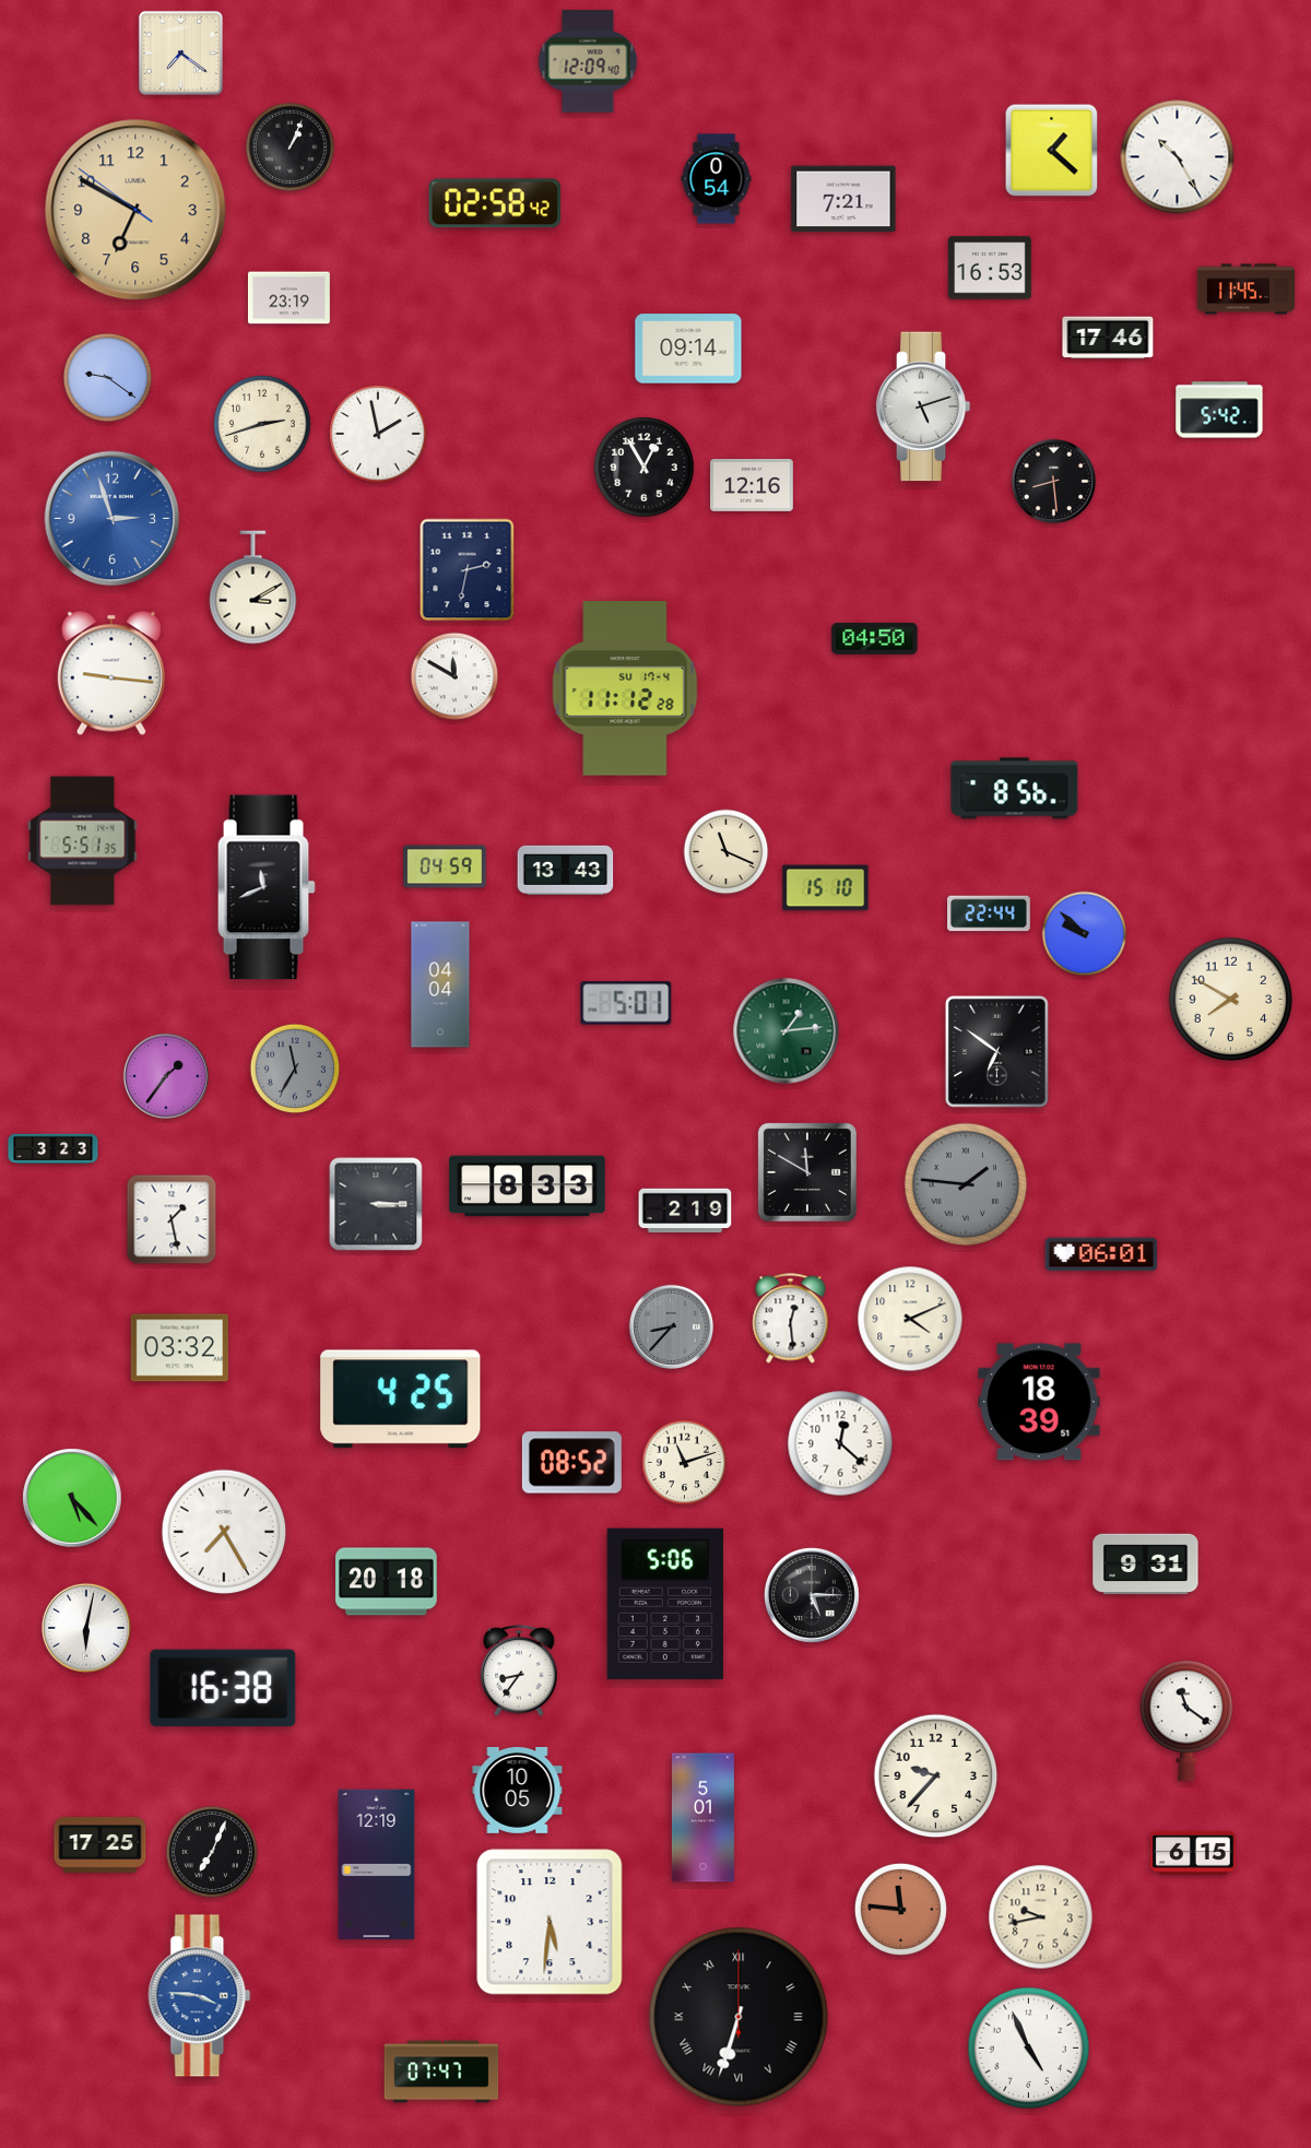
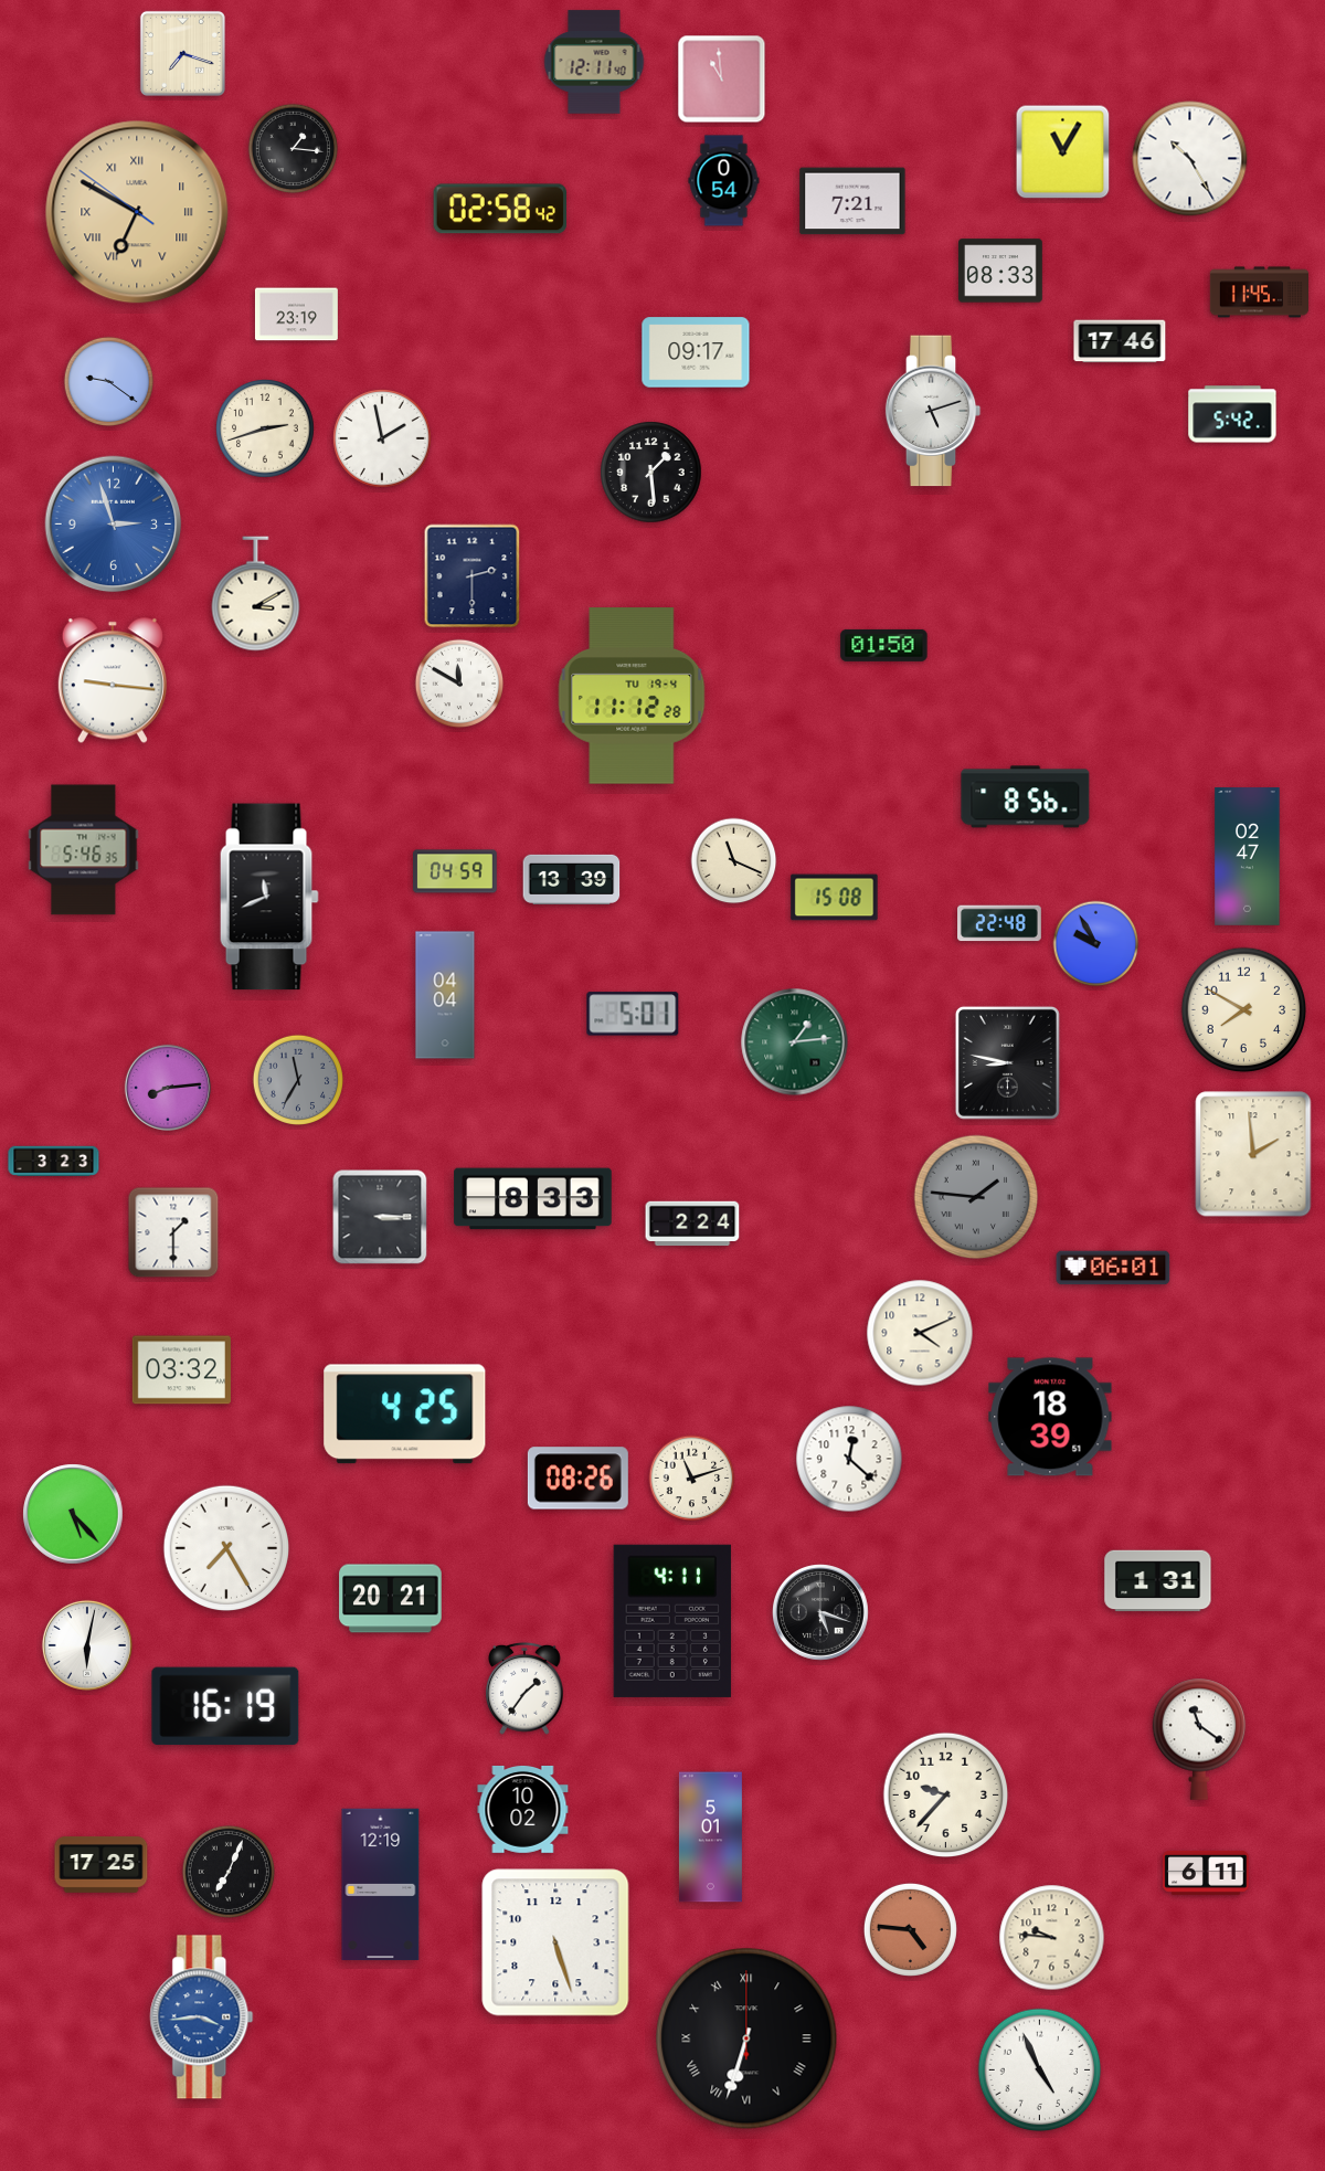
clock at (180, 52): 7:21 -> 7:18
clock at (588, 61): 12:09 -> 12:11
clock at (722, 80): none -> 10:59
clock at (291, 147): 1:04 -> 1:16
clock at (1052, 151): 1:22 -> 11:05
clock at (494, 203) position: (494, 203) -> (499, 209)
clock at (135, 210) numerals: Arabic -> Roman
clock at (990, 268): 16:53 -> 08:33
clock at (288, 298) position: (288, 298) -> (296, 315)
clock at (688, 349): 09:14 -> 09:17
clock at (645, 468): 12:55 -> 1:29
clock at (1053, 481): 8:29 -> none
clock at (752, 486): 12:16 -> none
clock at (468, 570): 2:32 -> 2:30
clock at (875, 638): 04:50 -> 01:50
clock at (625, 688) date: SU 17-4 -> TU 19-4
clock at (83, 841): 5:51 -> 5:46
clock at (1248, 857): none -> 02:47
clock at (446, 866) position: (446, 866) -> (456, 871)
clock at (566, 870): 13:43 -> 13:39
clock at (826, 888): 15:10 -> 15:08
clock at (989, 913): 22:44 -> 22:48
clock at (1085, 934): 9:52 -> 9:55
clock at (996, 1051): 6:51 -> 8:47
clock at (165, 1075): 1:36 -> 8:14
clock at (1253, 1154): none -> 1:59
clock at (807, 1172): 11:50 -> none
clock at (685, 1211): 2:19 -> 2:24
clock at (172, 1219): 1:28 -> 1:30
clock at (791, 1319): 12:29 -> none
clock at (671, 1326): 8:37 -> none
clock at (179, 1348) position: (179, 1348) -> (181, 1370)
clock at (571, 1463): 08:52 -> 08:26
clock at (1146, 1565): 9:31 -> 1:31
clock at (387, 1582): 20:18 -> 20:21
clock at (813, 1596): 5:15 -> 5:18
clock at (665, 1604): 5:06 -> 4:11
clock at (519, 1671): 8:36 -> 1:36
clock at (223, 1688): 16:38 -> 16:19
clock at (518, 1790): 10:05 -> 10:02
clock at (212, 1852) position: (212, 1852) -> (229, 1872)
clock at (1193, 1853): 6:15 -> 6:11
clock at (900, 1909): 11:46 -> 4:46
clock at (1041, 1917): 9:43 -> 9:46
clock at (550, 1922): 5:31 -> 5:27
clock at (200, 1996): 3:46 -> 3:44
clock at (441, 2072): 07:47 -> none
